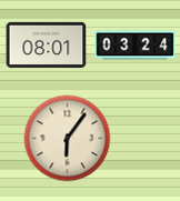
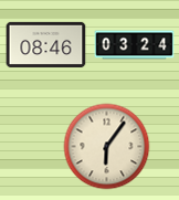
clock at (47, 44): 08:01 -> 08:46
clock at (68, 139) position: (68, 139) -> (107, 147)
